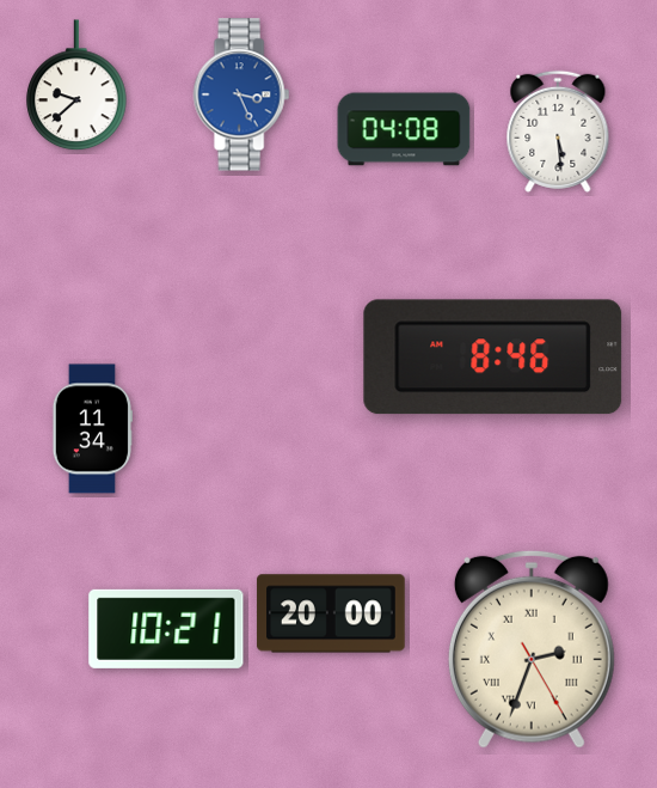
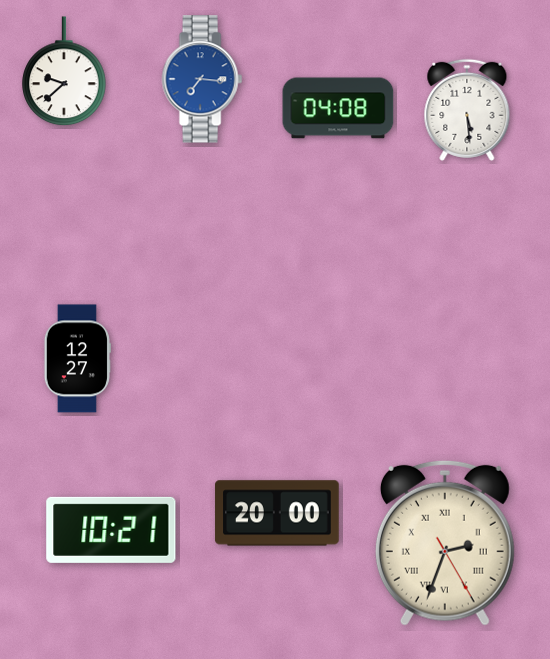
clock at (241, 94): 3:26 -> 7:16
clock at (493, 358): 8:46 -> none
clock at (92, 429): 11:34 -> 12:27
clock at (166, 629) position: (166, 629) -> (111, 530)
